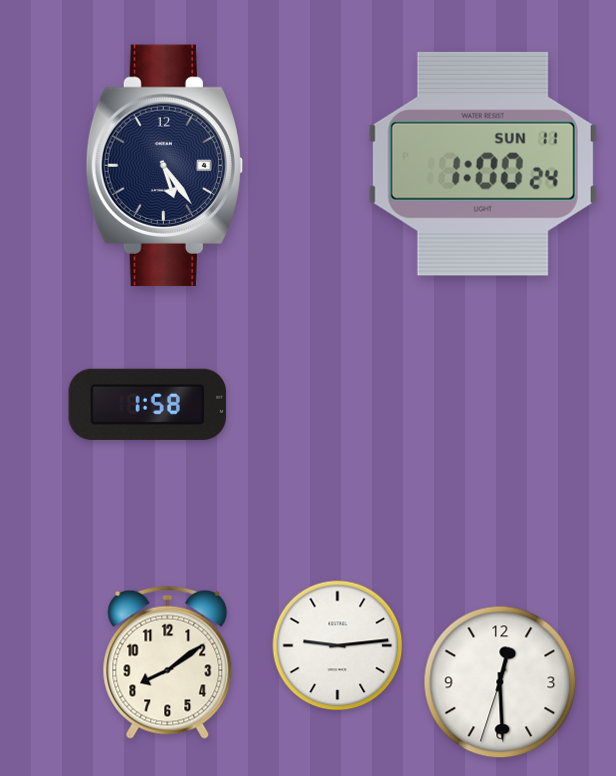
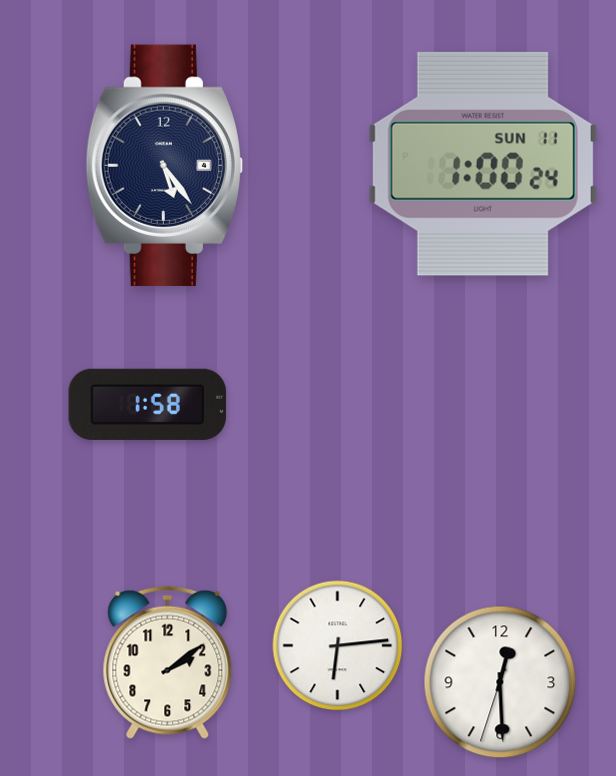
clock at (338, 646): 9:14 -> 6:14
clock at (168, 662): 8:09 -> 2:09
